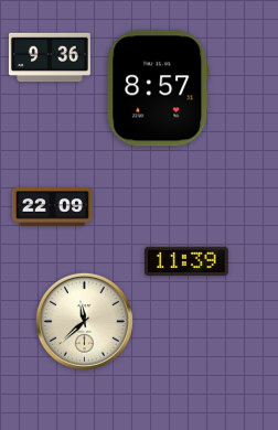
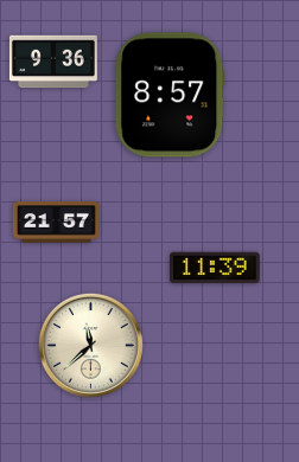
clock at (52, 207): 22:09 -> 21:57
clock at (186, 261) position: (186, 261) -> (215, 268)
